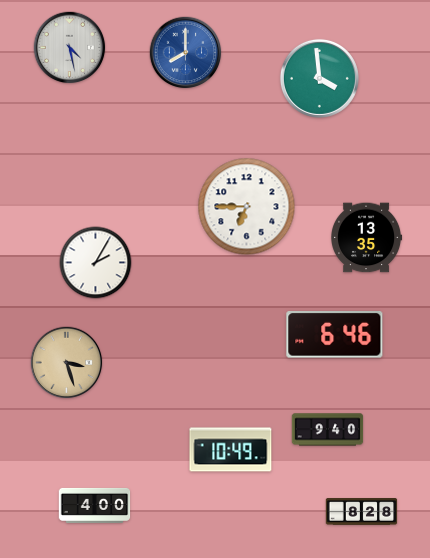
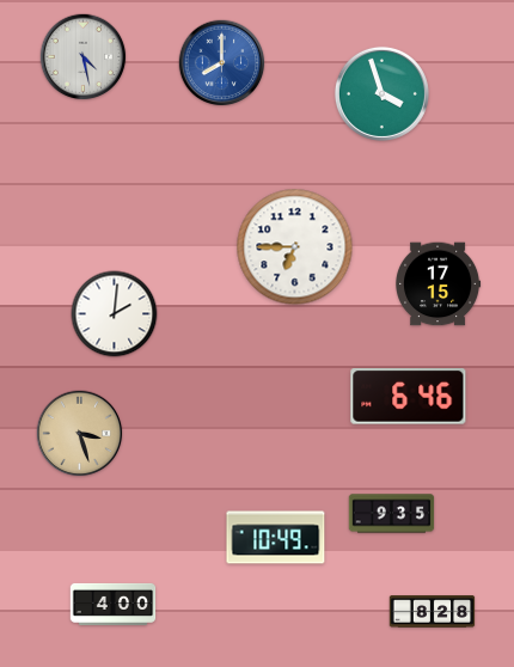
clock at (319, 78): 3:59 -> 3:57
clock at (367, 238): 13:35 -> 17:15
clock at (96, 263): 2:05 -> 2:01
clock at (335, 335) position: (335, 335) -> (409, 397)
clock at (328, 430): 9:40 -> 9:35
